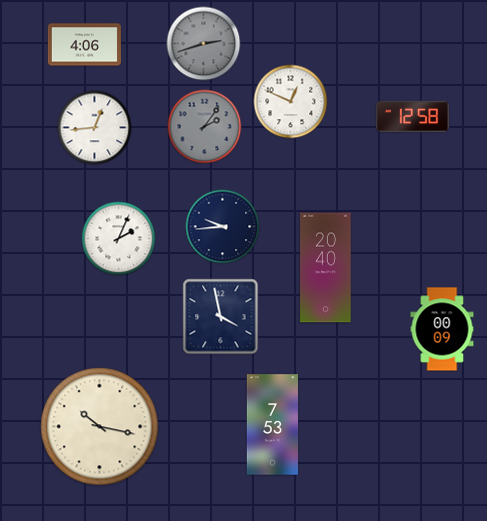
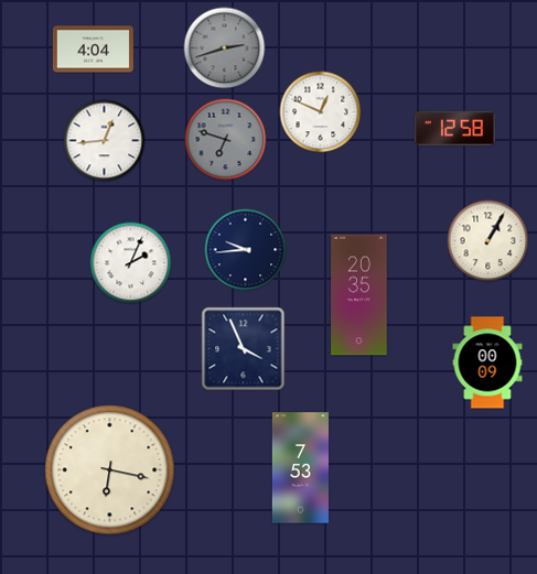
clock at (84, 45): 4:06 -> 4:04
clock at (205, 127): 2:06 -> 6:48
clock at (488, 241): none -> 1:05
clock at (326, 268): 20:40 -> 20:35
clock at (221, 317): 3:58 -> 3:56
clock at (100, 427): 10:17 -> 6:17
